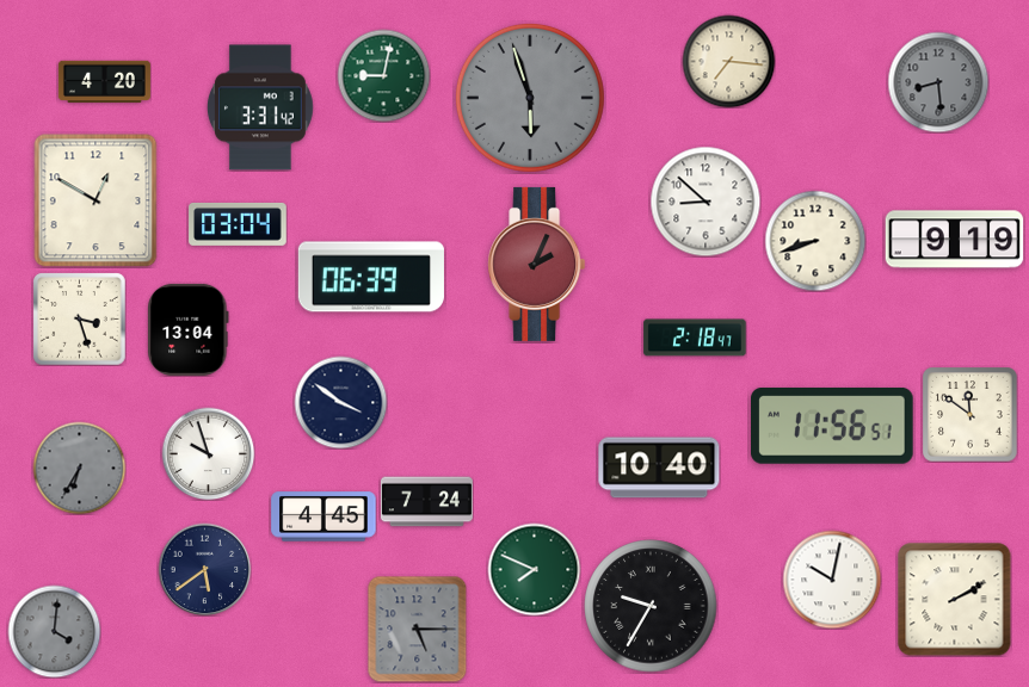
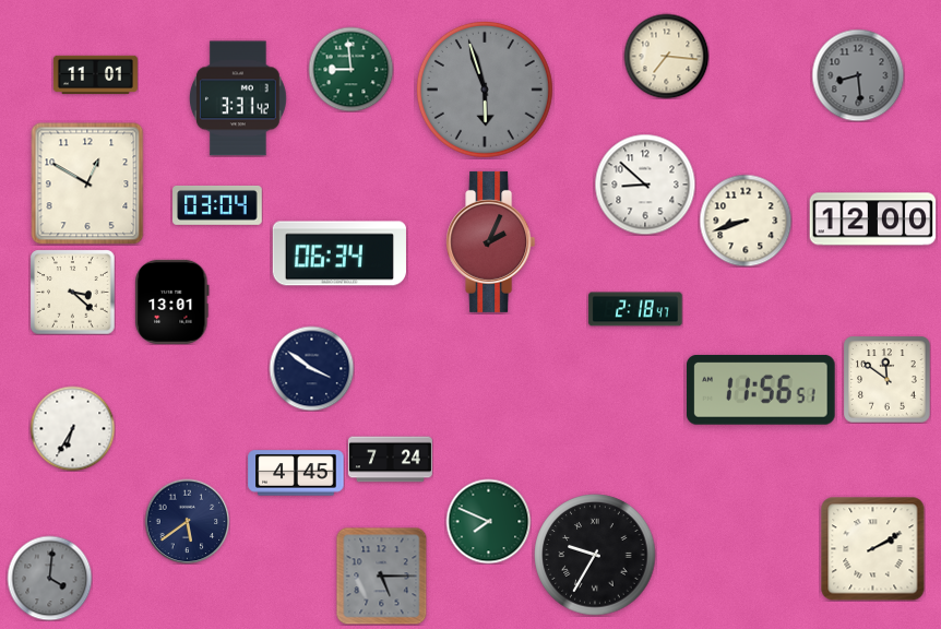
clock at (383, 75): 9:02 -> 8:59
clock at (104, 82): 4:20 -> 11:01
clock at (955, 240): 9:19 -> 12:00
clock at (371, 277): 06:39 -> 06:34
clock at (79, 318): 3:27 -> 3:22
clock at (189, 329): 13:04 -> 13:01
clock at (208, 453): 9:57 -> none
clock at (79, 468) dial: grey -> white
clock at (659, 468): 10:40 -> none
clock at (832, 580): 10:02 -> none
